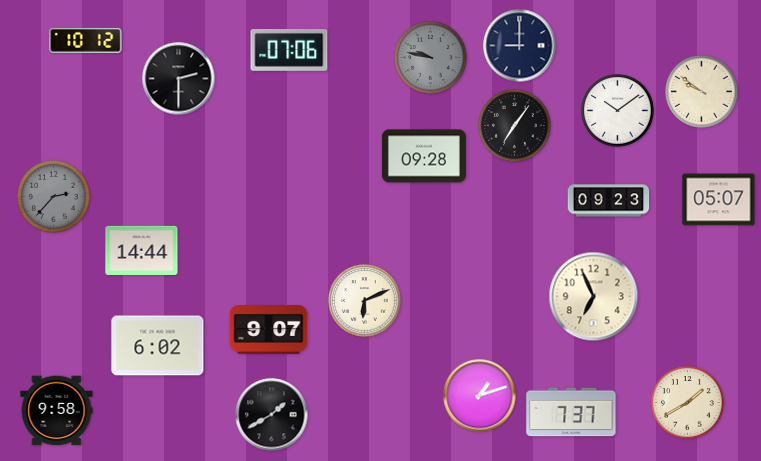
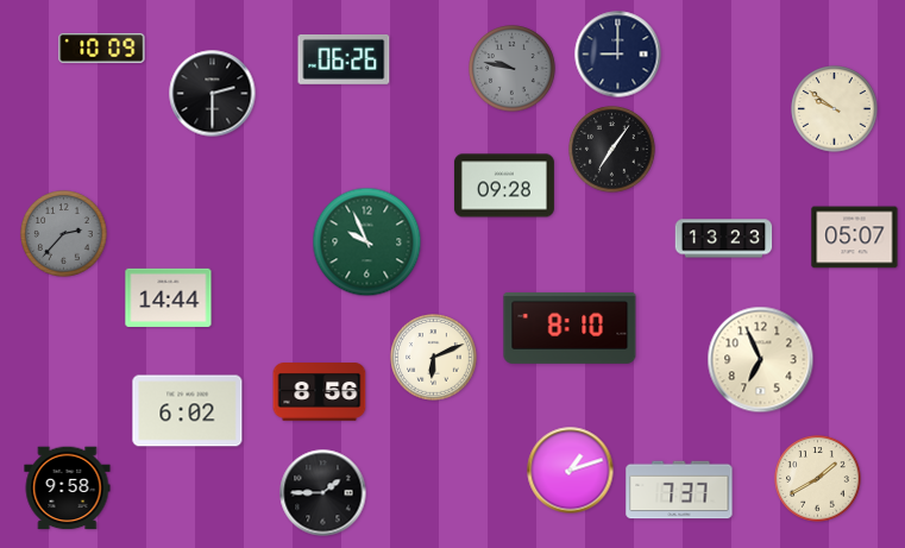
clock at (86, 40): 10:12 -> 10:09
clock at (289, 50): 07:06 -> 06:26
clock at (618, 111): 10:09 -> none
clock at (609, 201): 09:23 -> 13:23
clock at (367, 242): none -> 9:56
clock at (570, 328): none -> 8:10
clock at (594, 297) position: (594, 297) -> (761, 360)
clock at (269, 330): 9:07 -> 8:56
clock at (272, 415): 1:40 -> 1:45
